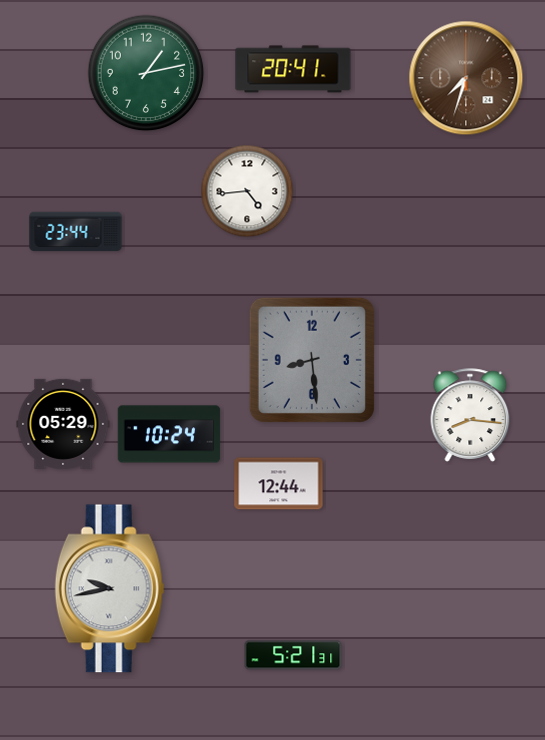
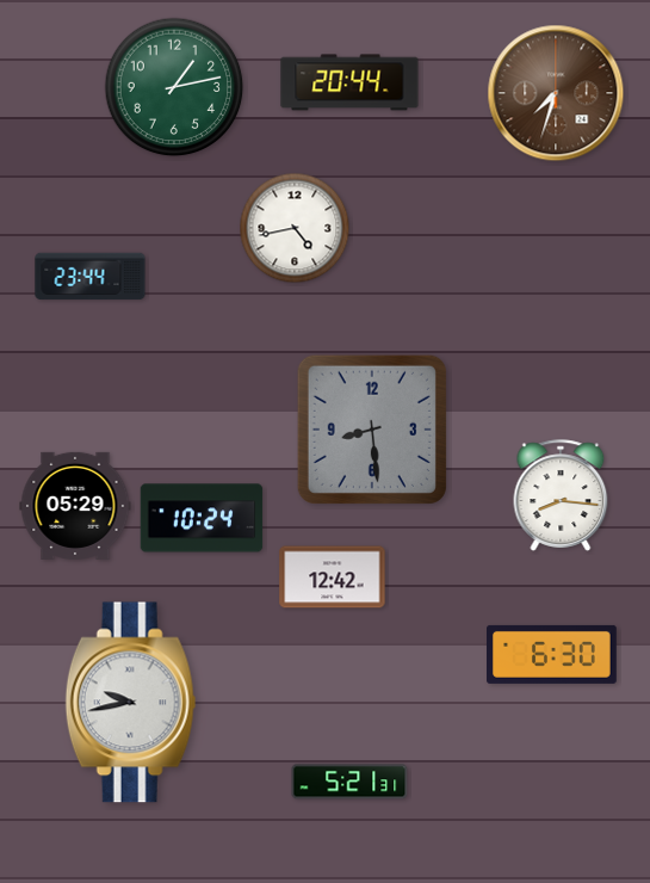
clock at (293, 69): 20:41 -> 20:44
clock at (247, 191): 4:44 -> 4:43
clock at (279, 484): 12:44 -> 12:42
clock at (552, 654): none -> 6:30
